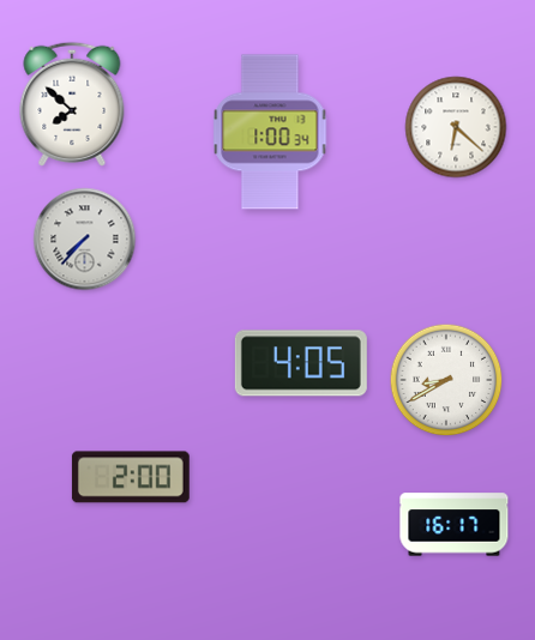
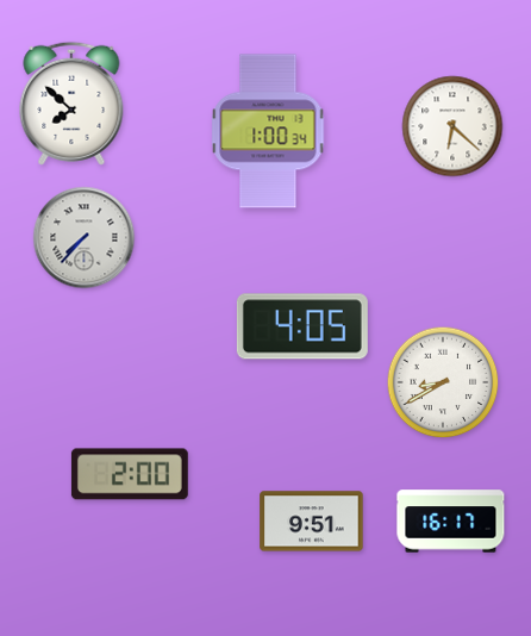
clock at (301, 363) position: (301, 363) -> (302, 326)
clock at (446, 380) position: (446, 380) -> (443, 382)
clock at (312, 522): none -> 9:51
